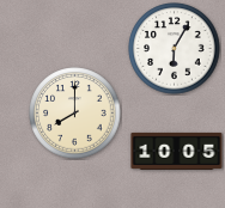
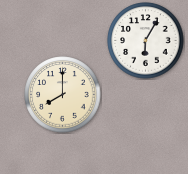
clock at (177, 151): 10:05 -> none
